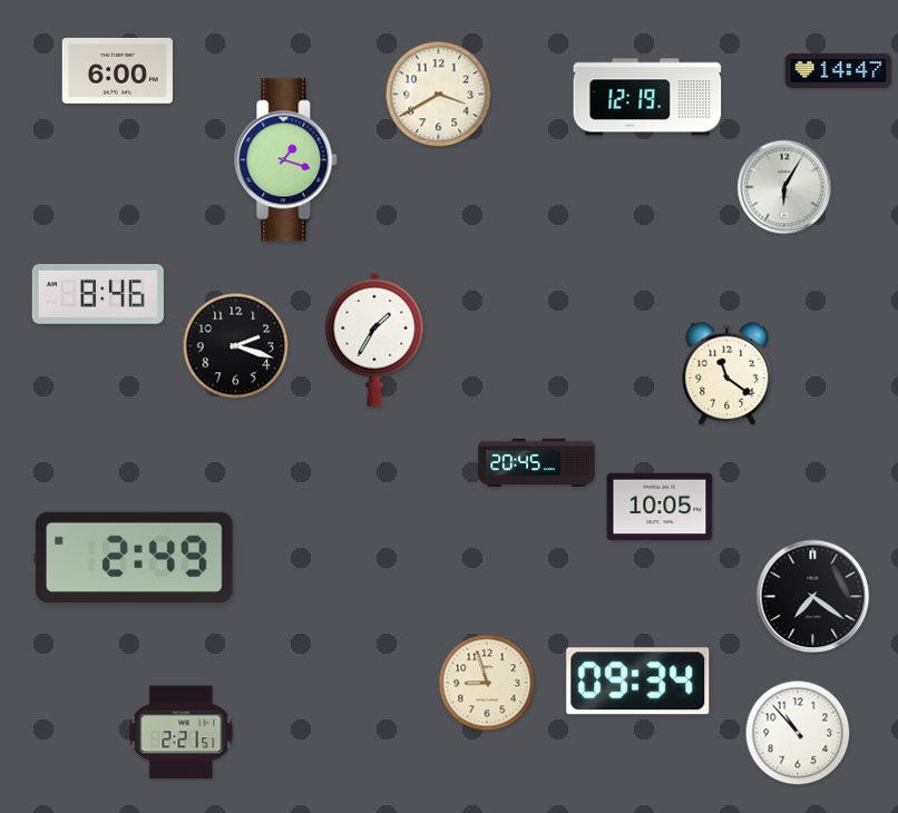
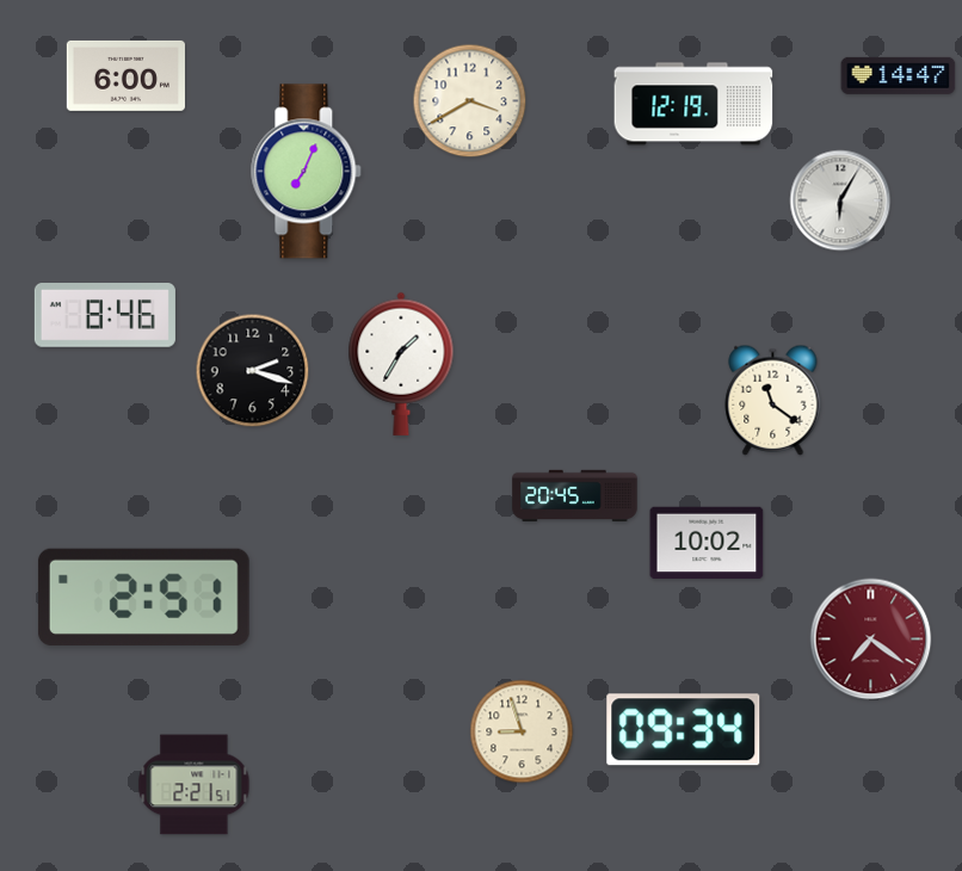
clock at (286, 160): 1:18 -> 7:04
clock at (728, 373) position: (728, 373) -> (773, 400)
clock at (660, 507): 10:05 -> 10:02
clock at (134, 557): 2:49 -> 2:51
clock at (813, 597) dial: black -> burgundy
clock at (798, 733): 10:53 -> none
